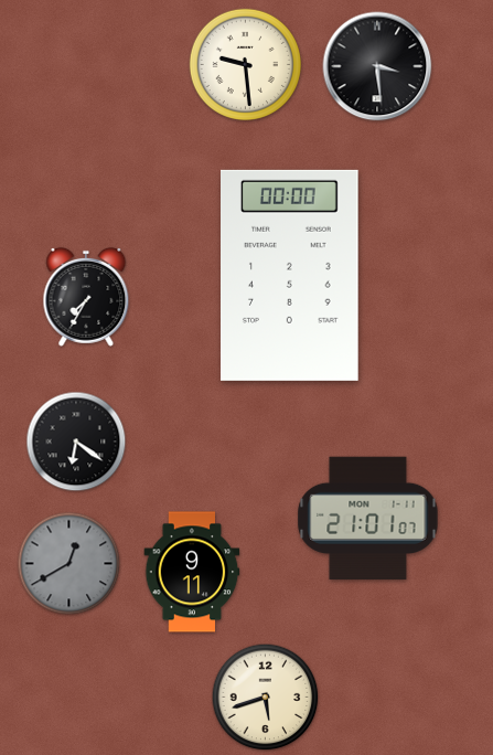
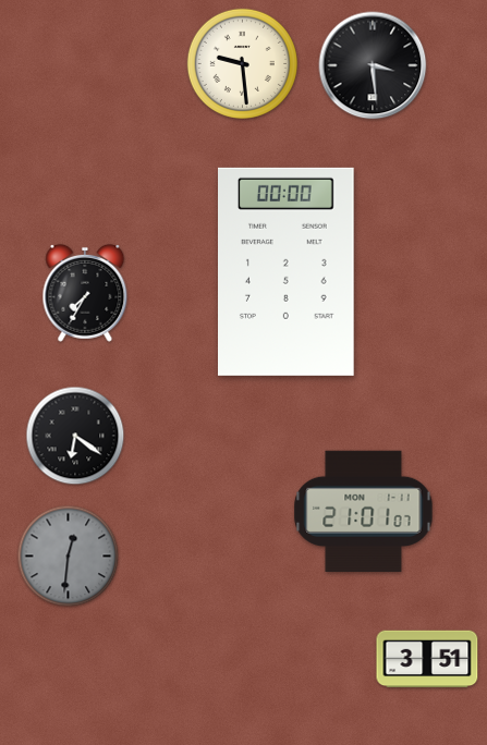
clock at (69, 564): 12:40 -> 12:31
clock at (192, 572): 9:11 -> none
clock at (427, 659): none -> 3:51
clock at (266, 698): 5:42 -> none
